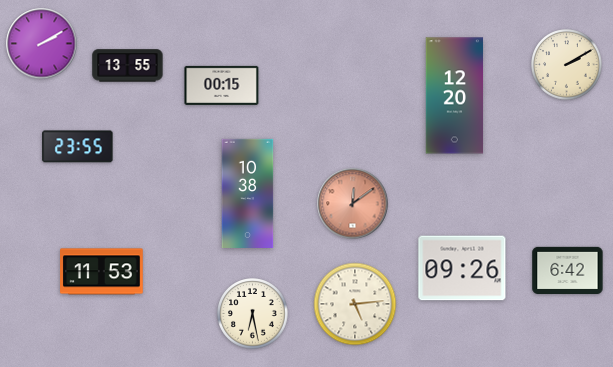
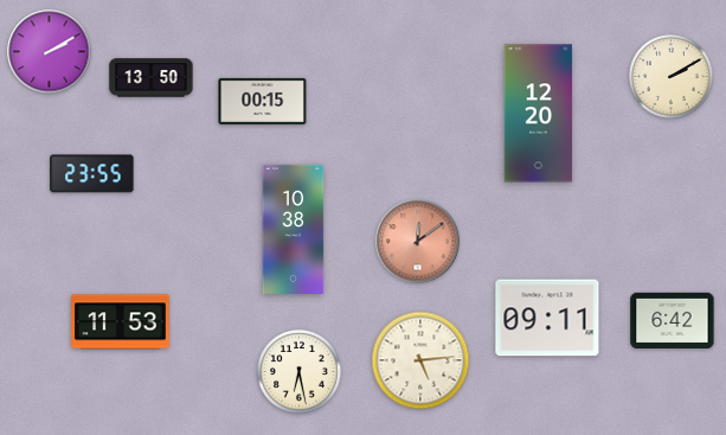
clock at (128, 66): 13:55 -> 13:50
clock at (462, 268): 09:26 -> 09:11
